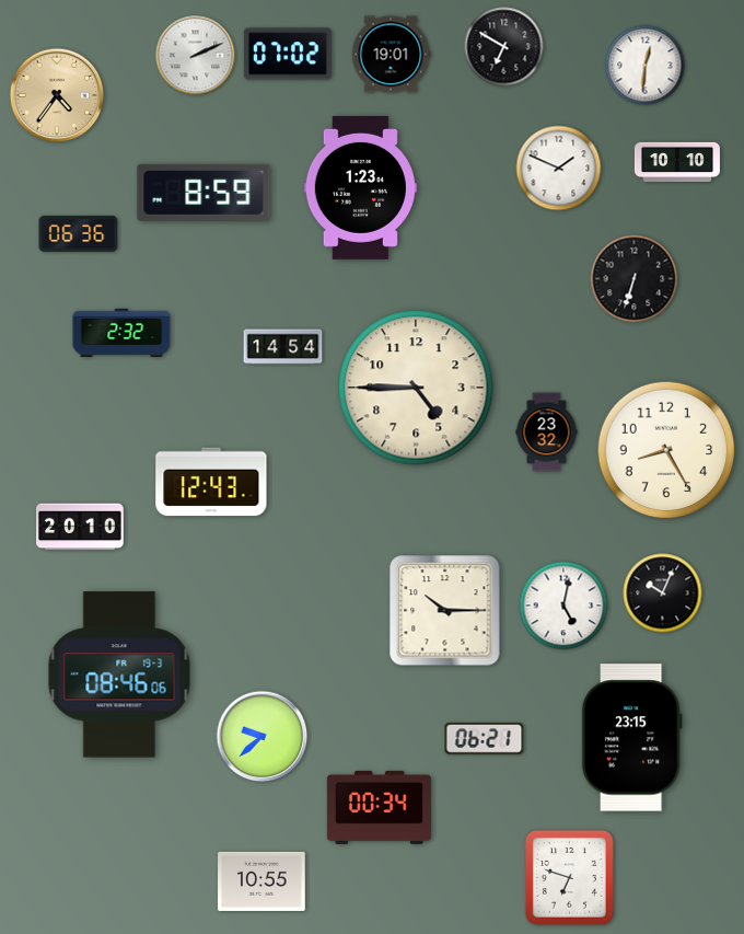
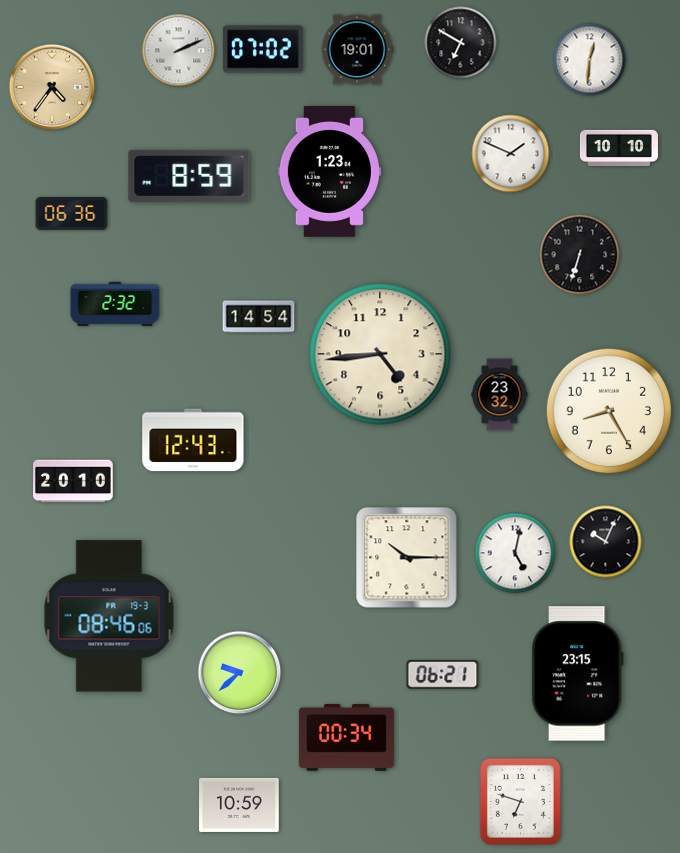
clock at (204, 193) position: (204, 193) -> (189, 176)
clock at (121, 332) position: (121, 332) -> (115, 303)
clock at (416, 388): 4:45 -> 4:44
clock at (261, 881): 10:55 -> 10:59
